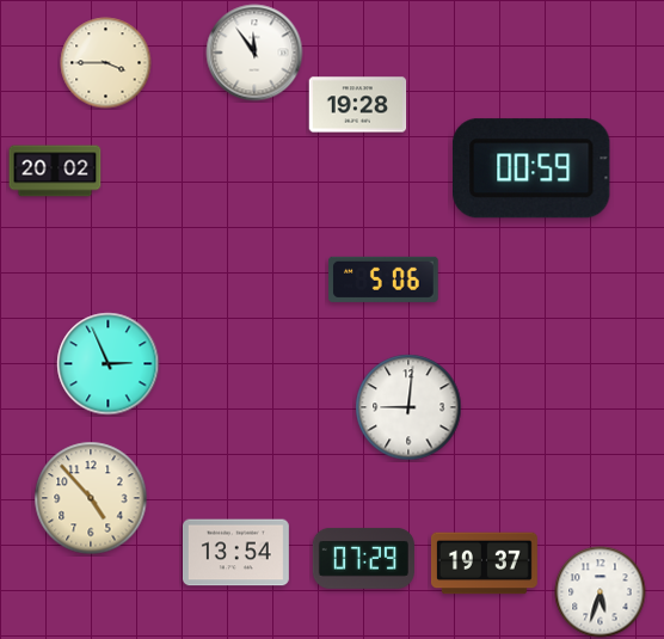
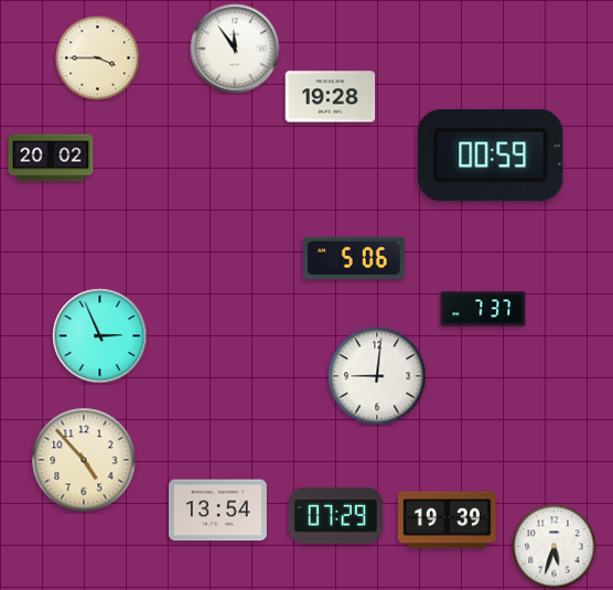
clock at (483, 309): none -> 7:37
clock at (484, 564): 19:37 -> 19:39
